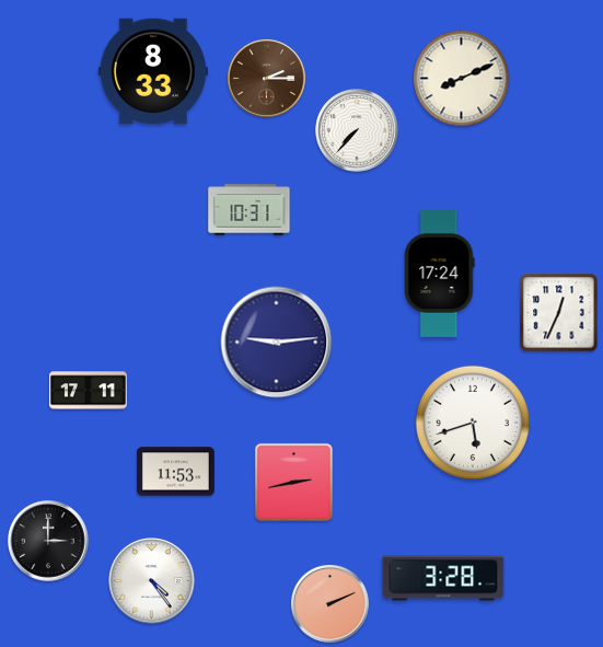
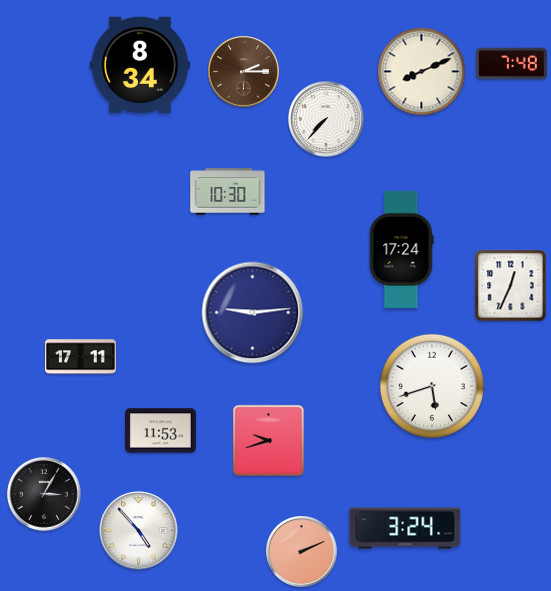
clock at (511, 64): none -> 7:48
clock at (153, 71): 8:33 -> 8:34
clock at (250, 210): 10:31 -> 10:30
clock at (293, 482): 2:43 -> 9:42
clock at (48, 541): 3:00 -> 3:05
clock at (443, 578): 3:28 -> 3:24
clock at (152, 581): 4:24 -> 4:53
